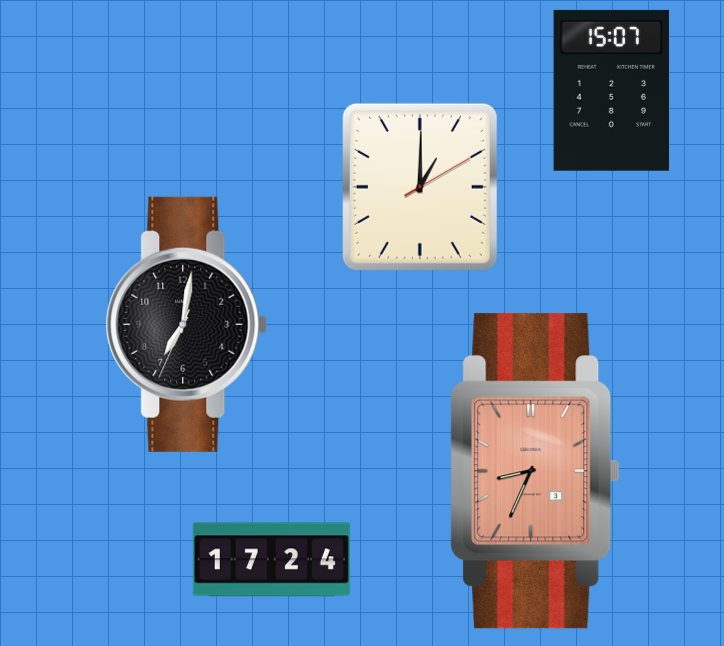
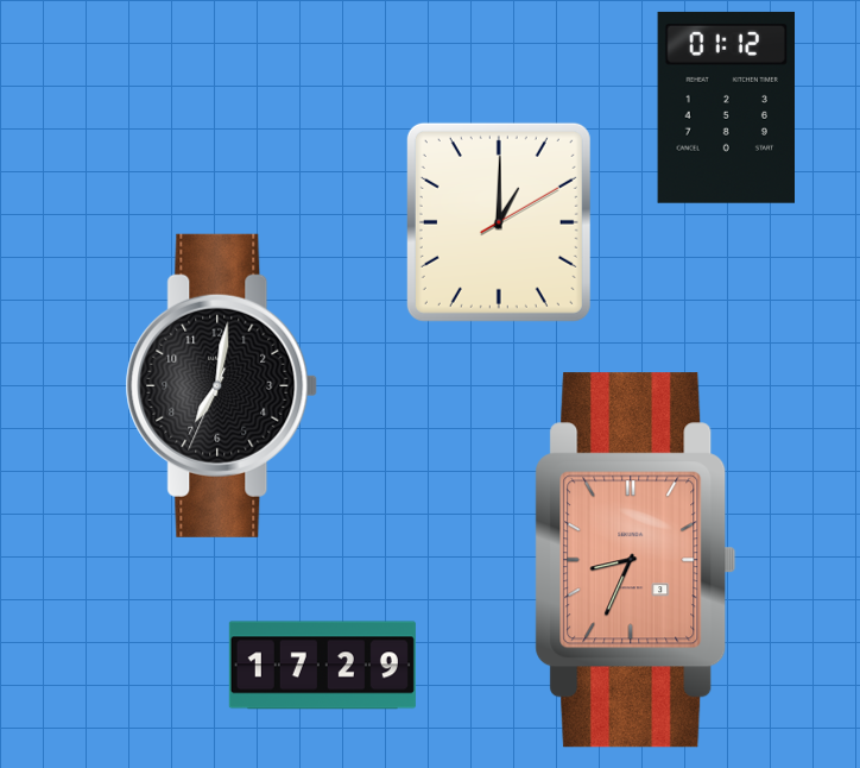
clock at (612, 90): 15:07 -> 01:12
clock at (271, 560): 17:24 -> 17:29
